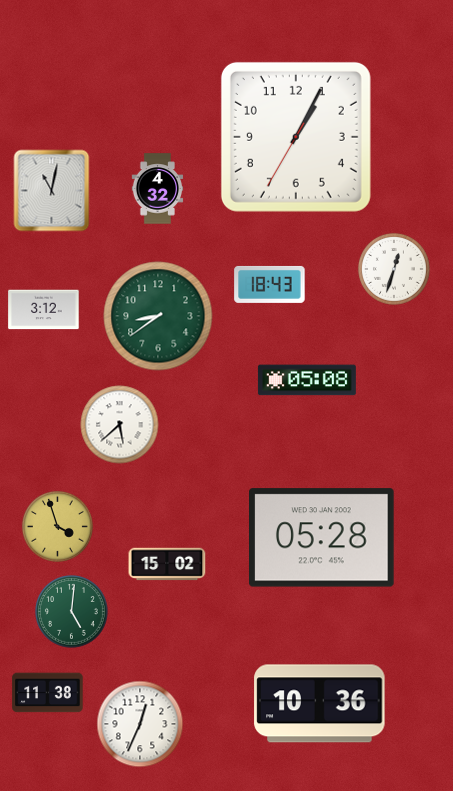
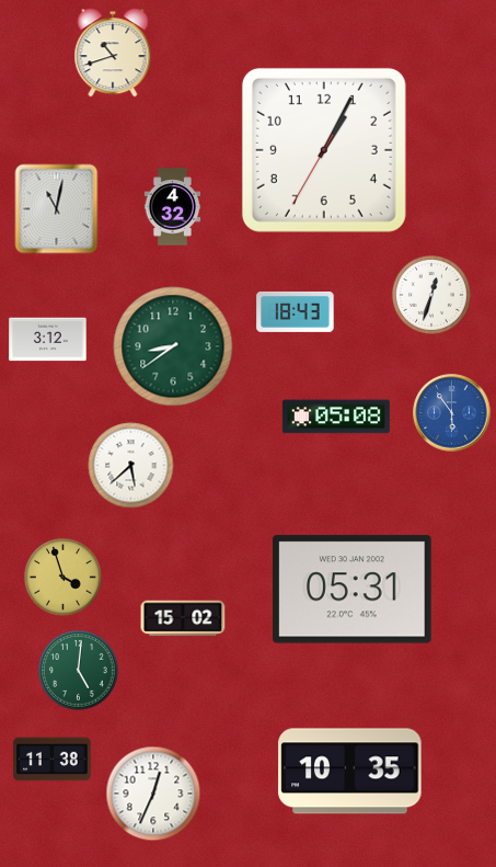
clock at (113, 53): none -> 10:42
clock at (452, 413): none -> 5:54
clock at (322, 538): 05:28 -> 05:31
clock at (320, 704): 10:36 -> 10:35
